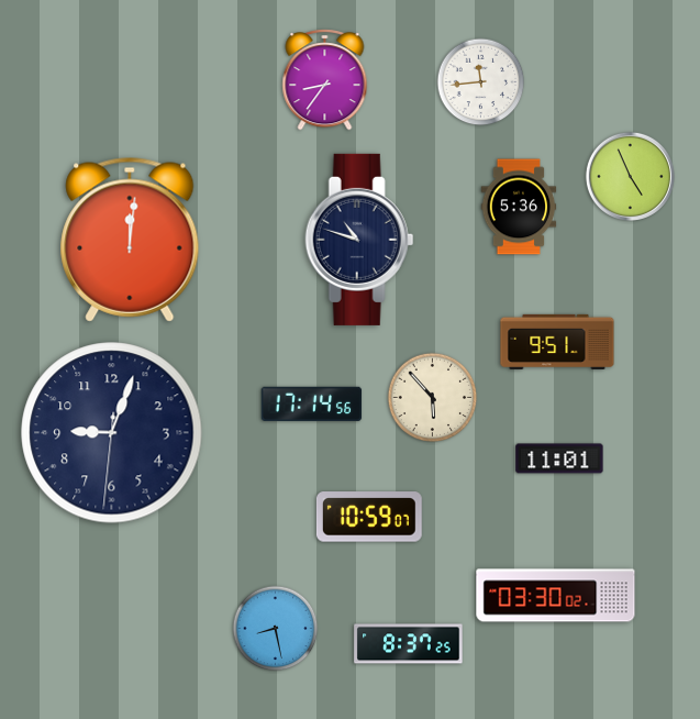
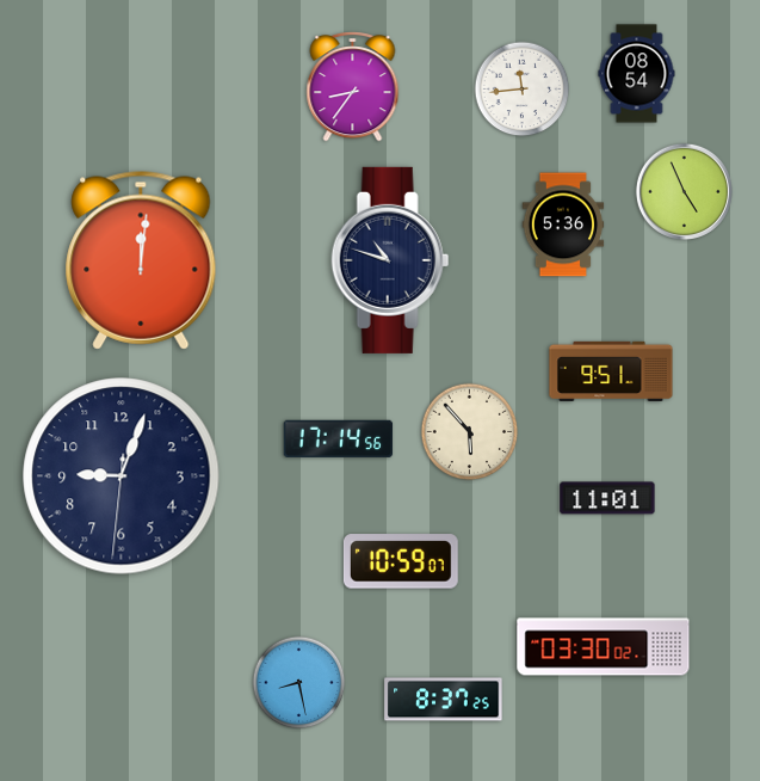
clock at (637, 74): none -> 08:54
clock at (557, 342) position: (557, 342) -> (611, 371)
clock at (112, 433) position: (112, 433) -> (122, 476)
